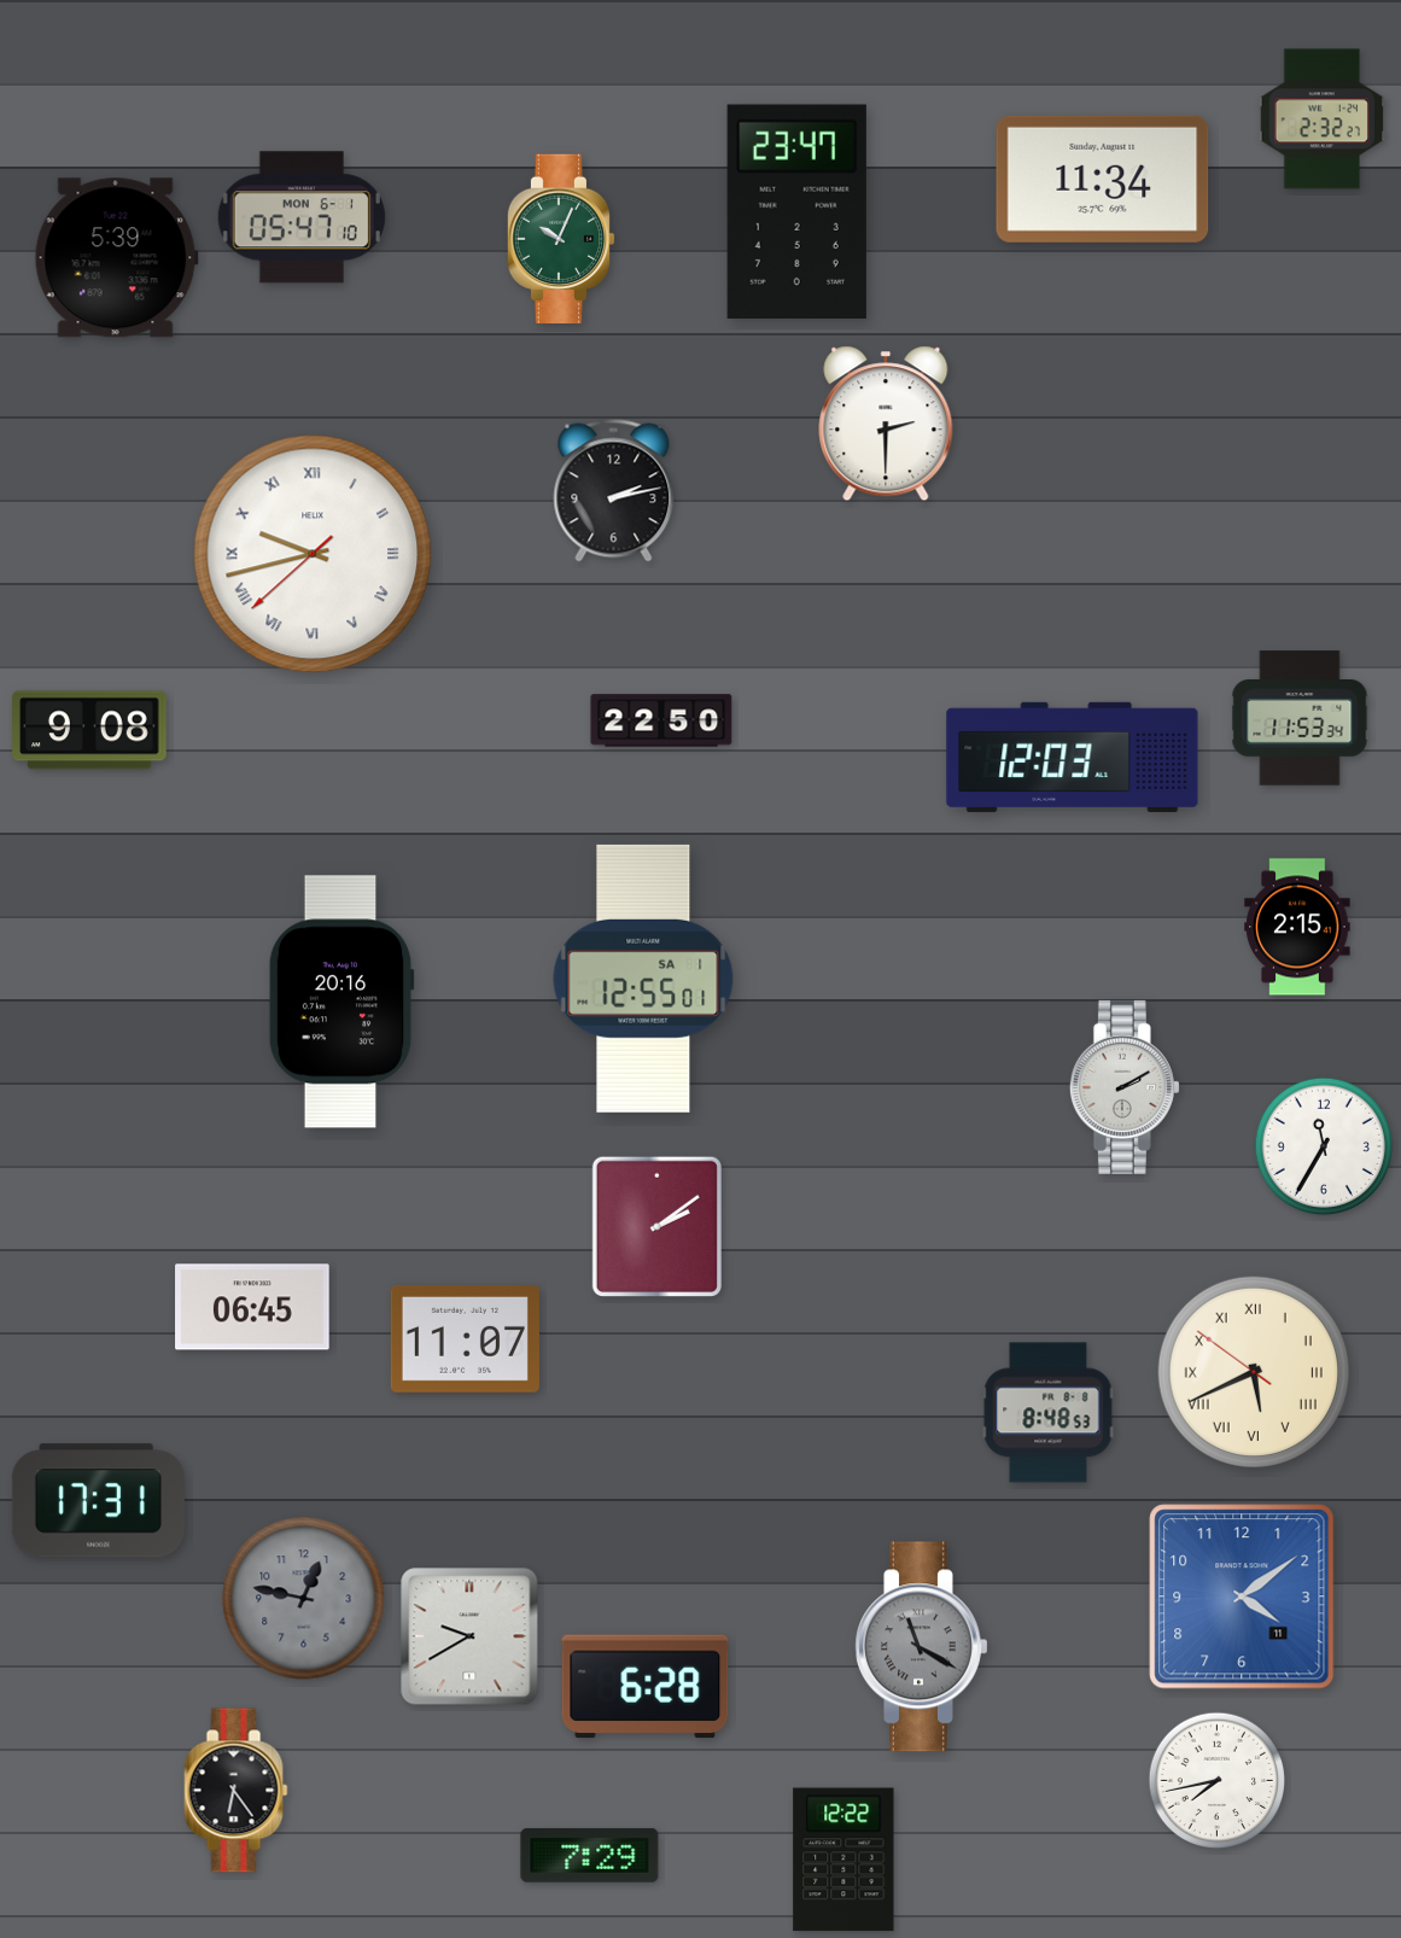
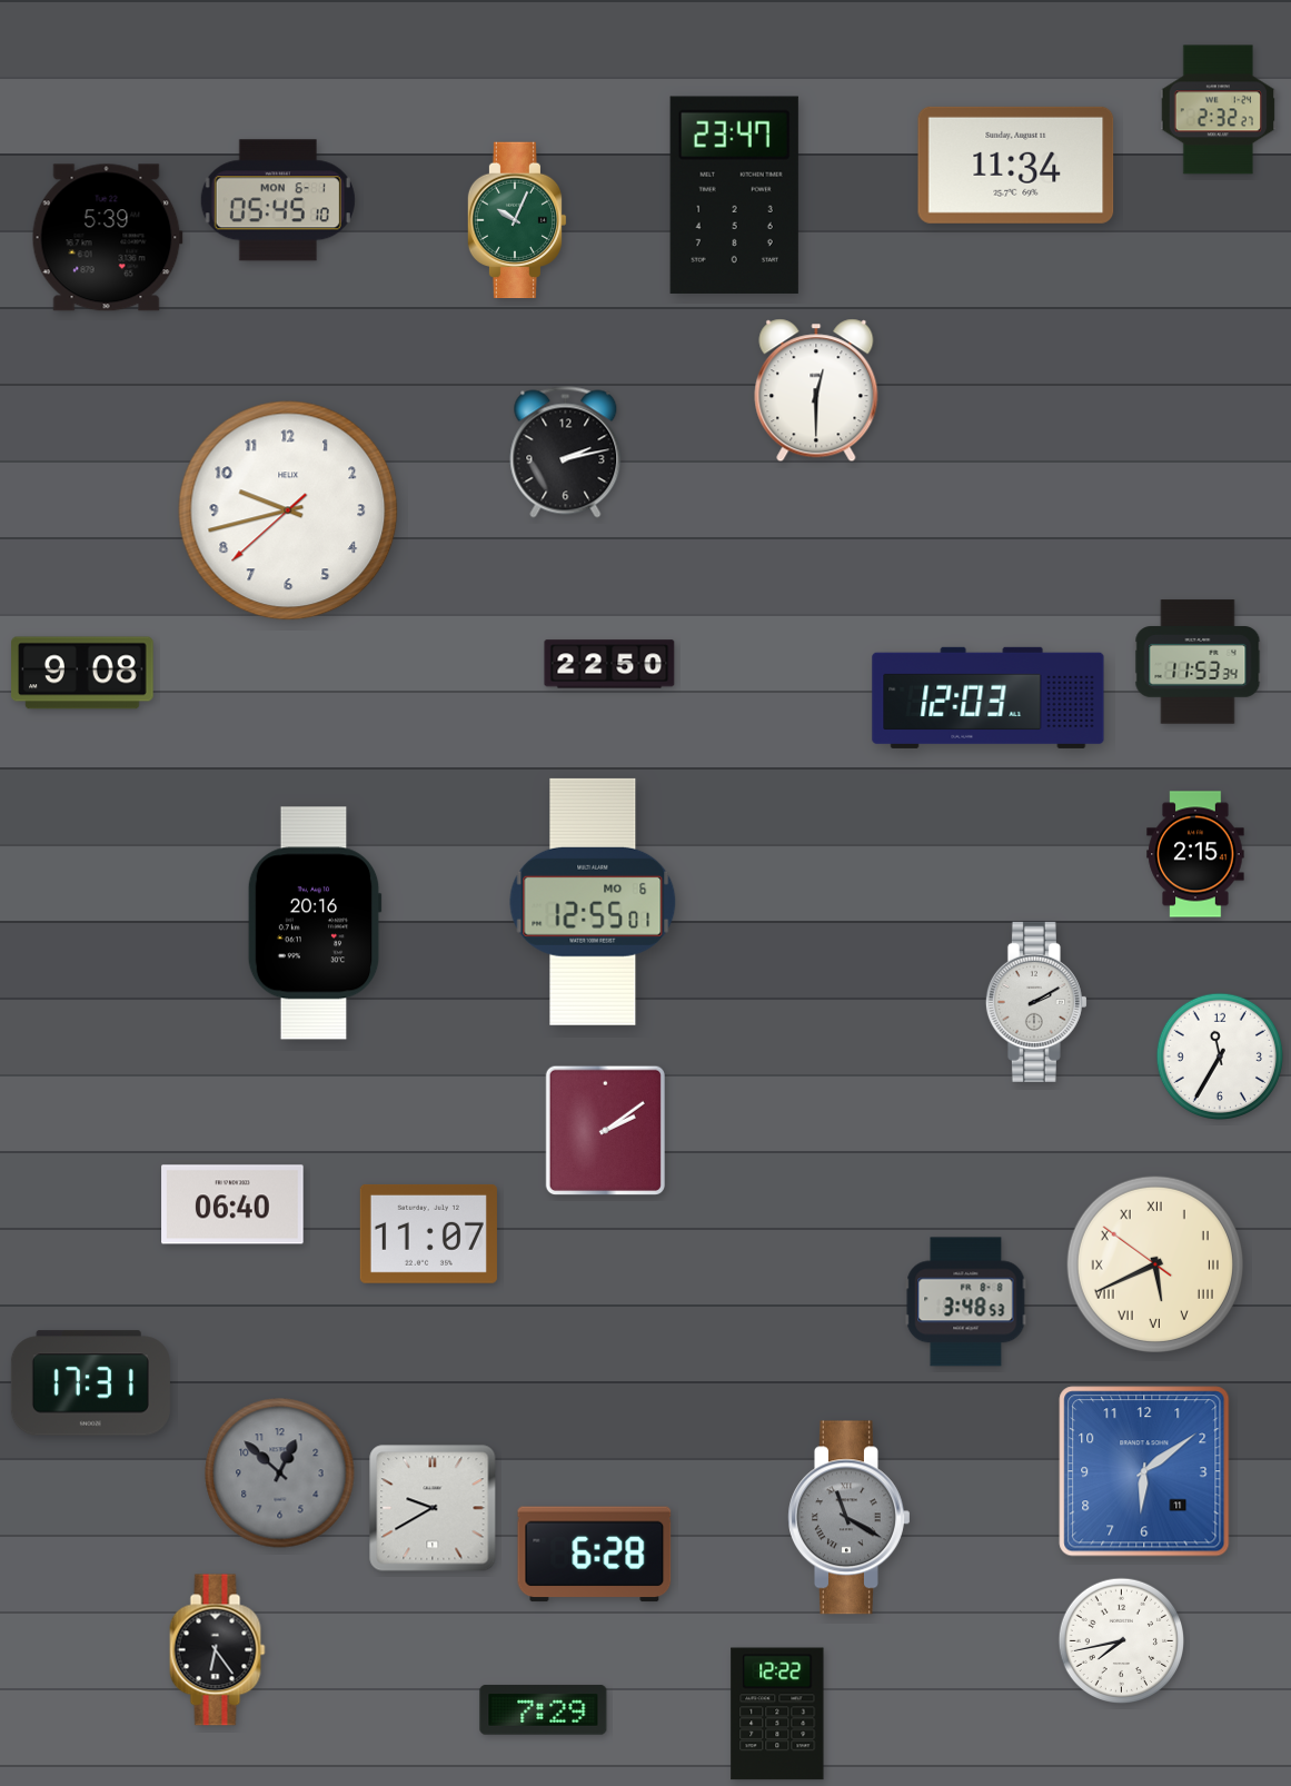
clock at (302, 217): 05:47 -> 05:45
clock at (886, 424): 2:30 -> 12:30
clock at (313, 554) numerals: Roman -> Arabic
clock at (643, 979) date: SA 1 -> MO 6
clock at (252, 1307): 06:45 -> 06:40
clock at (1049, 1413): 8:48 -> 3:48
clock at (1242, 1596): 4:09 -> 6:09
clock at (304, 1599): 12:47 -> 12:52
